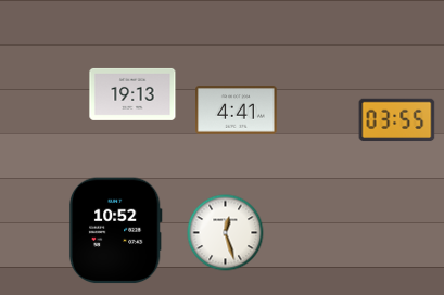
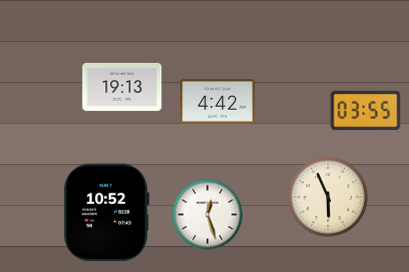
clock at (237, 111): 4:41 -> 4:42
clock at (328, 197): none -> 5:56
